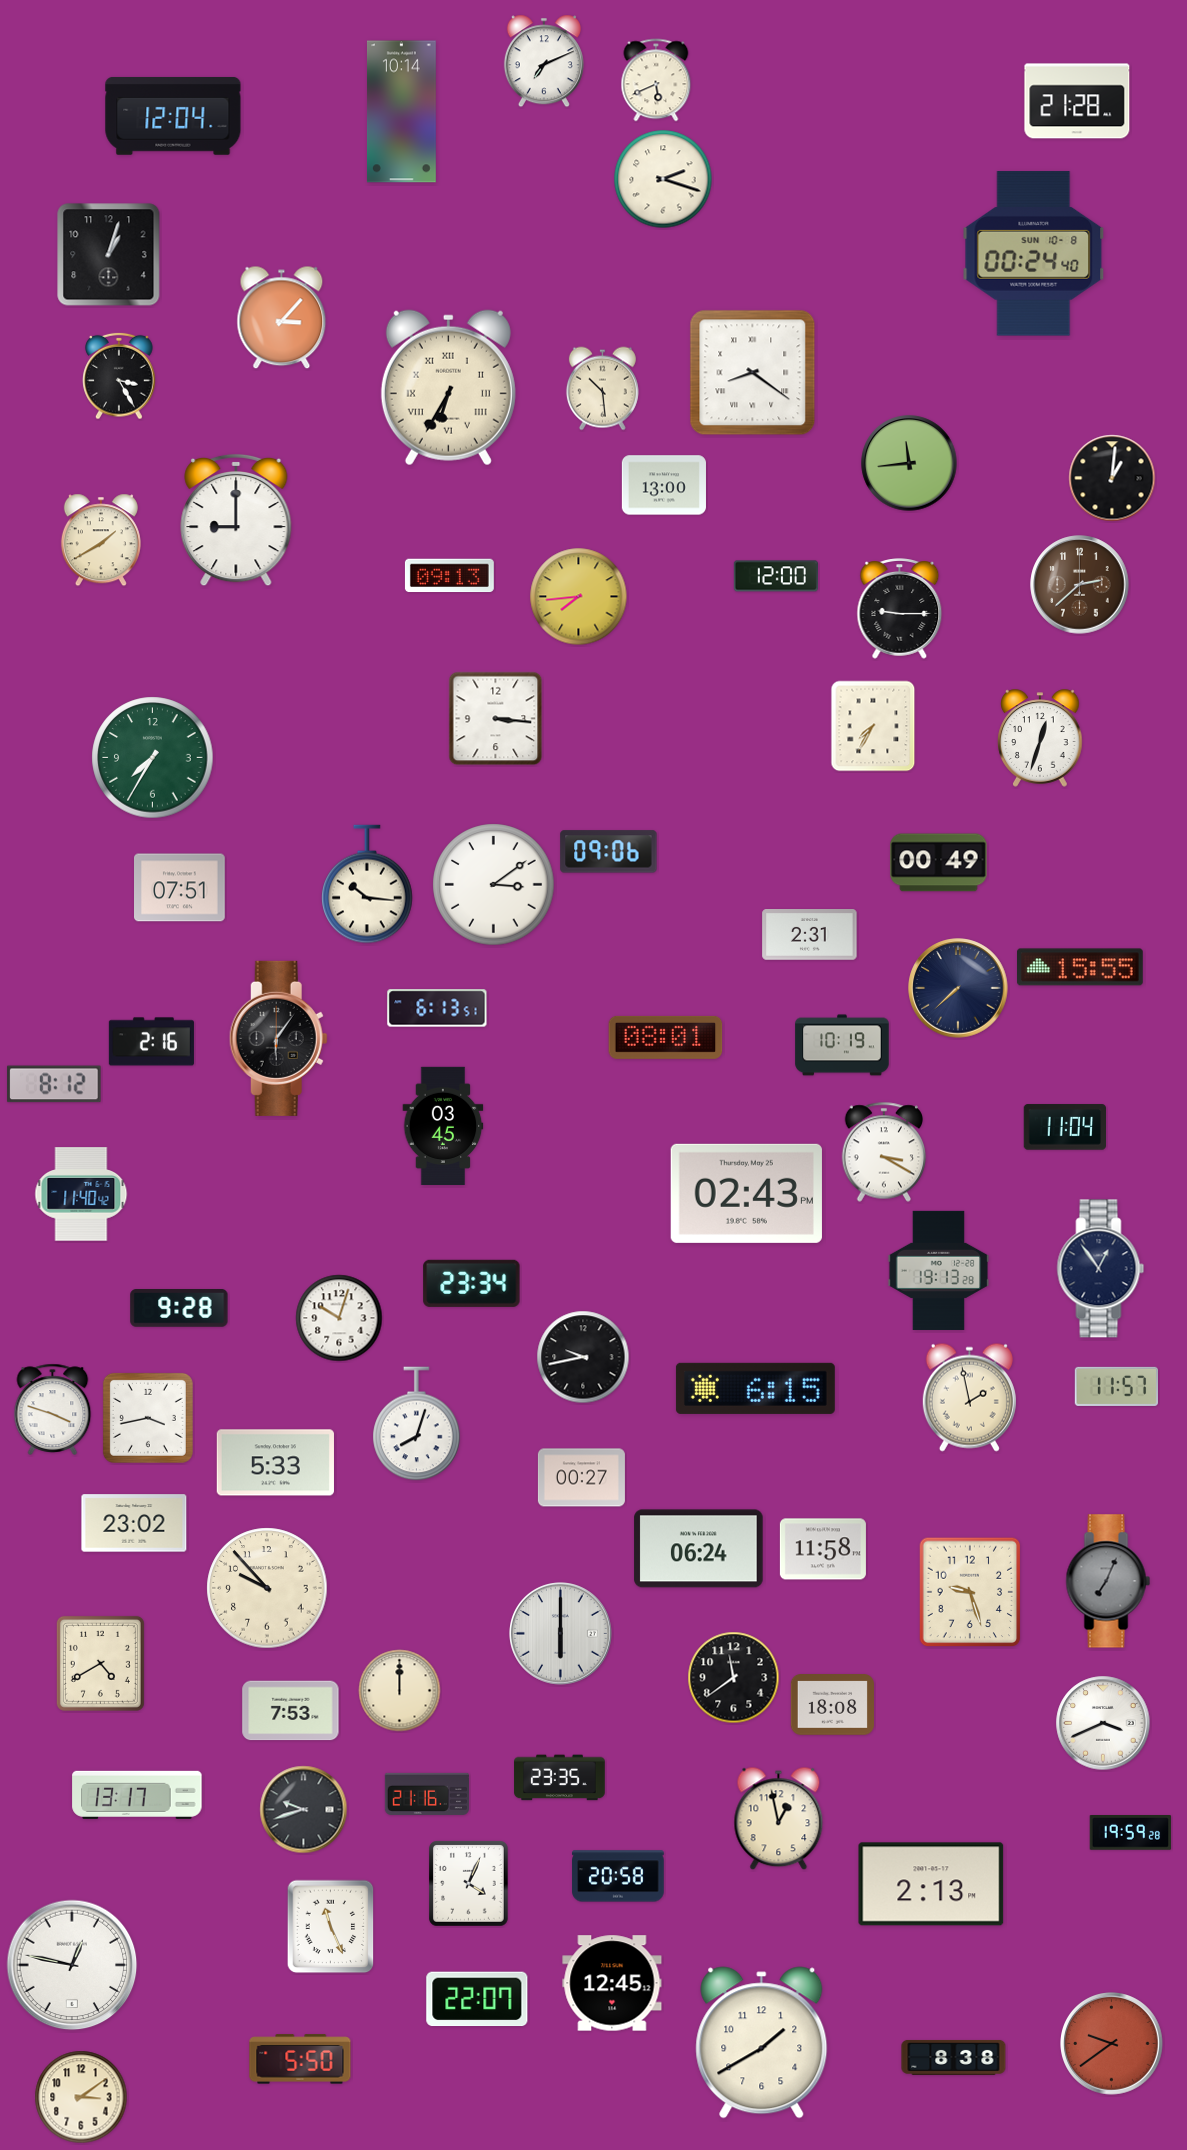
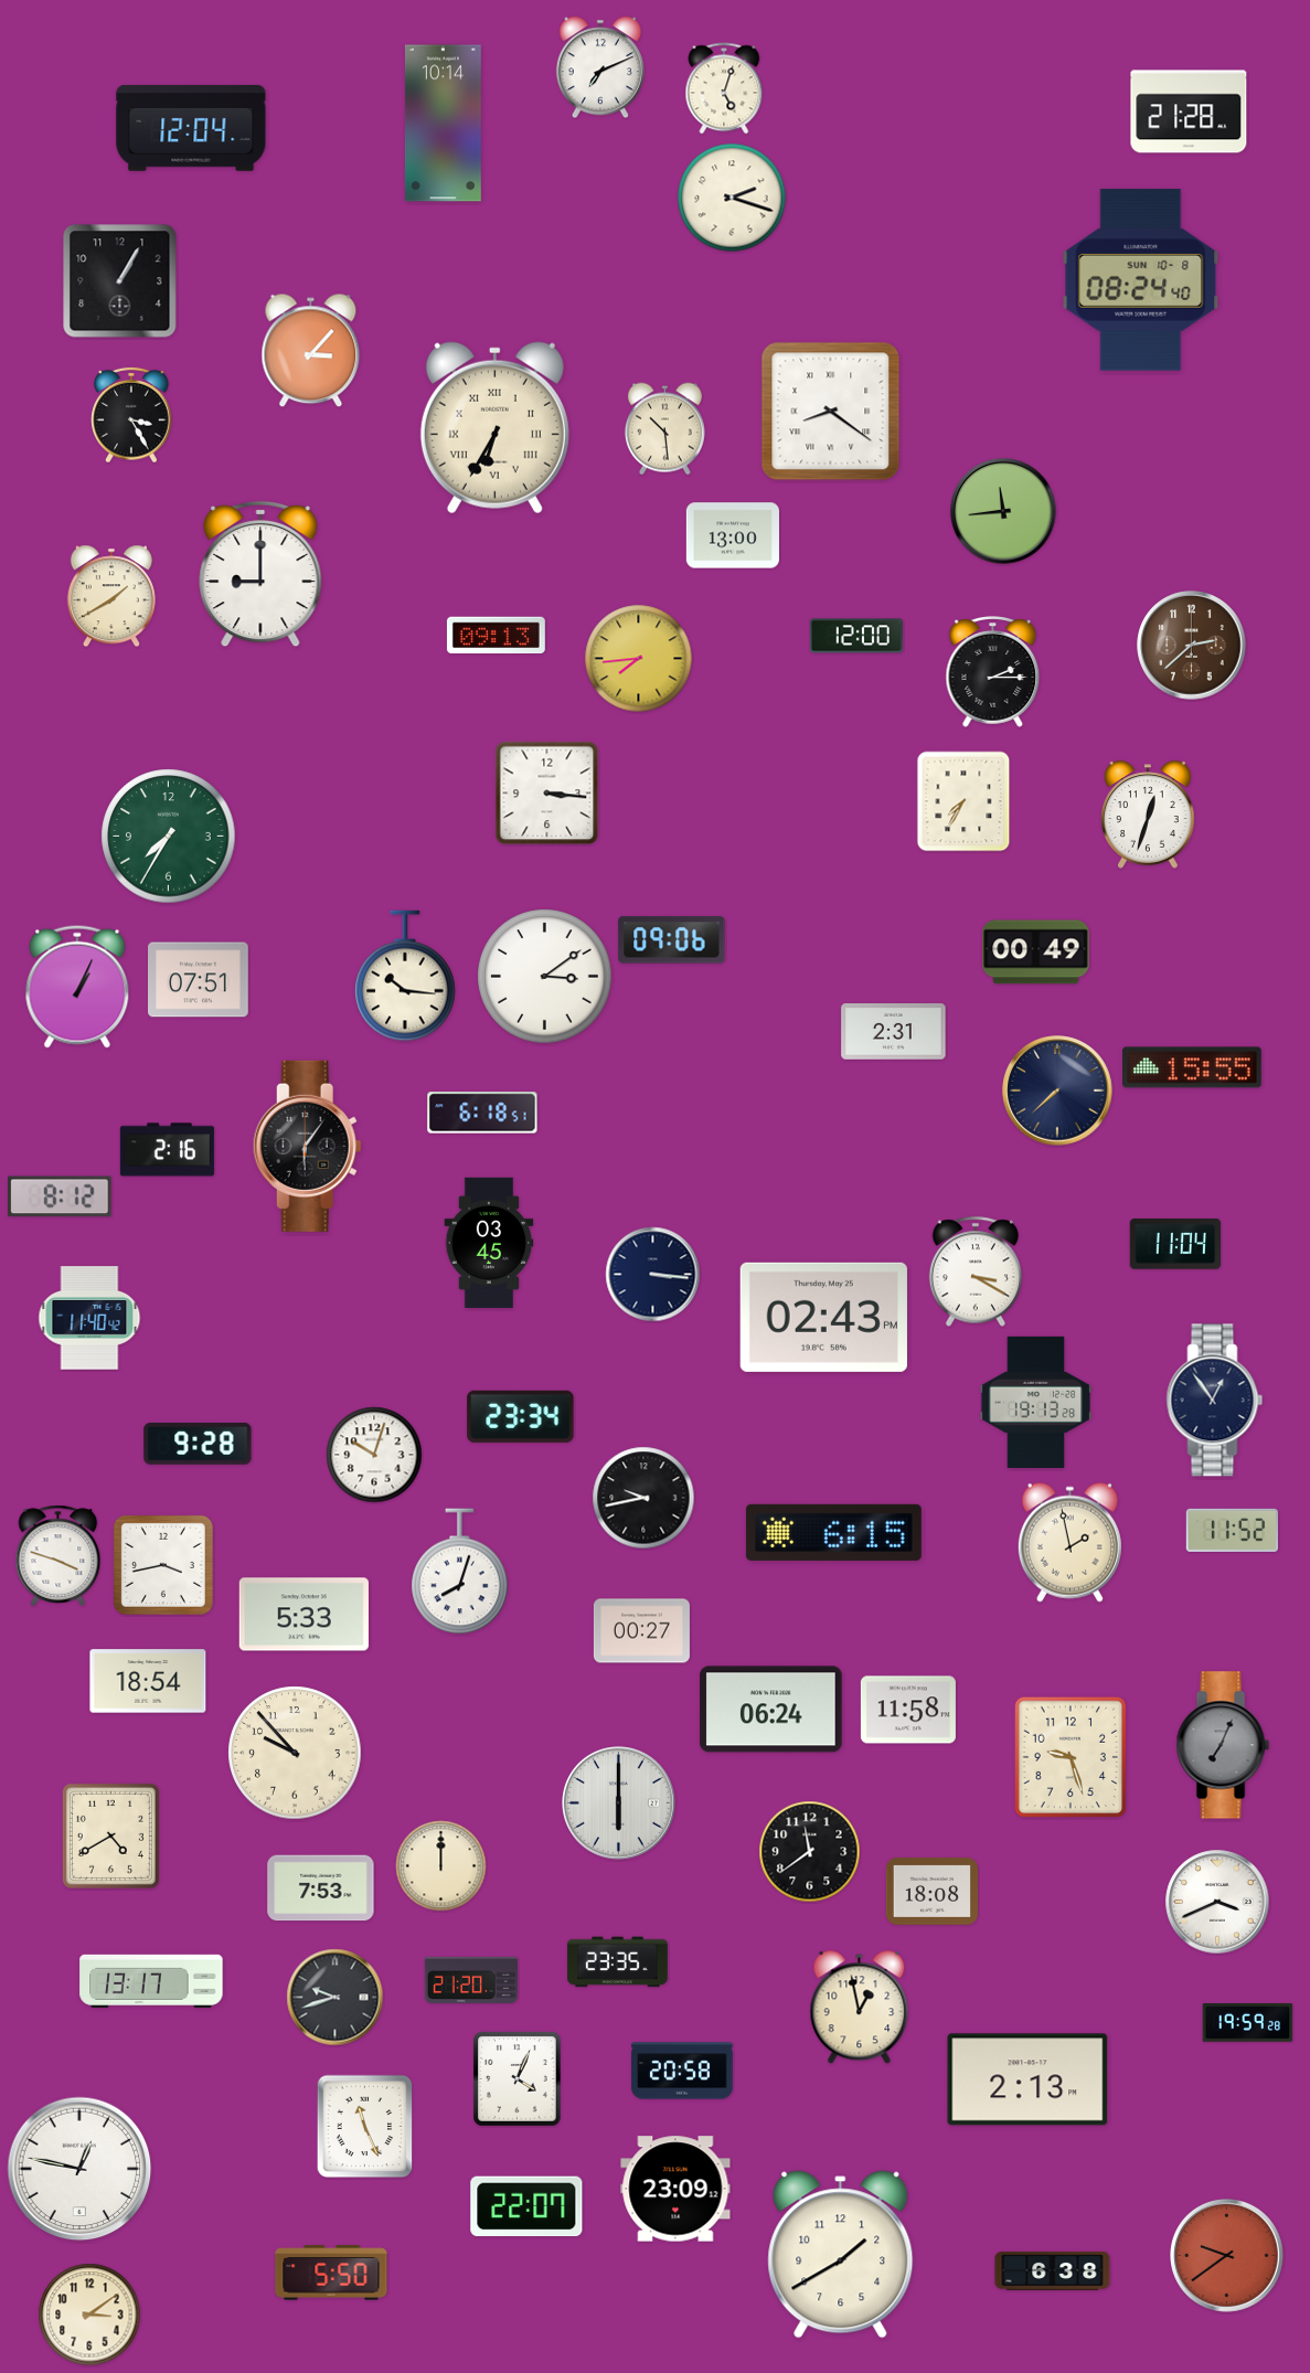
clock at (656, 80): 5:41 -> 5:03
clock at (1034, 254): 00:24 -> 08:24
clock at (109, 255): 1:03 -> 1:05
clock at (1112, 478): 1:01 -> none
clock at (900, 609): 9:15 -> 2:15
clock at (77, 987): none -> 1:04
clock at (437, 1008): 6:13 -> 6:18
clock at (666, 1037): 08:01 -> none
clock at (842, 1045): 10:19 -> none
clock at (653, 1275): none -> 3:16
clock at (1116, 1386): 11:57 -> 11:52
clock at (134, 1523): 23:02 -> 18:54
clock at (832, 1705) position: (832, 1705) -> (931, 1892)
clock at (427, 1794): 21:16 -> 21:20
clock at (612, 1983): 12:45 -> 23:09
clock at (954, 2057): 8:38 -> 6:38
